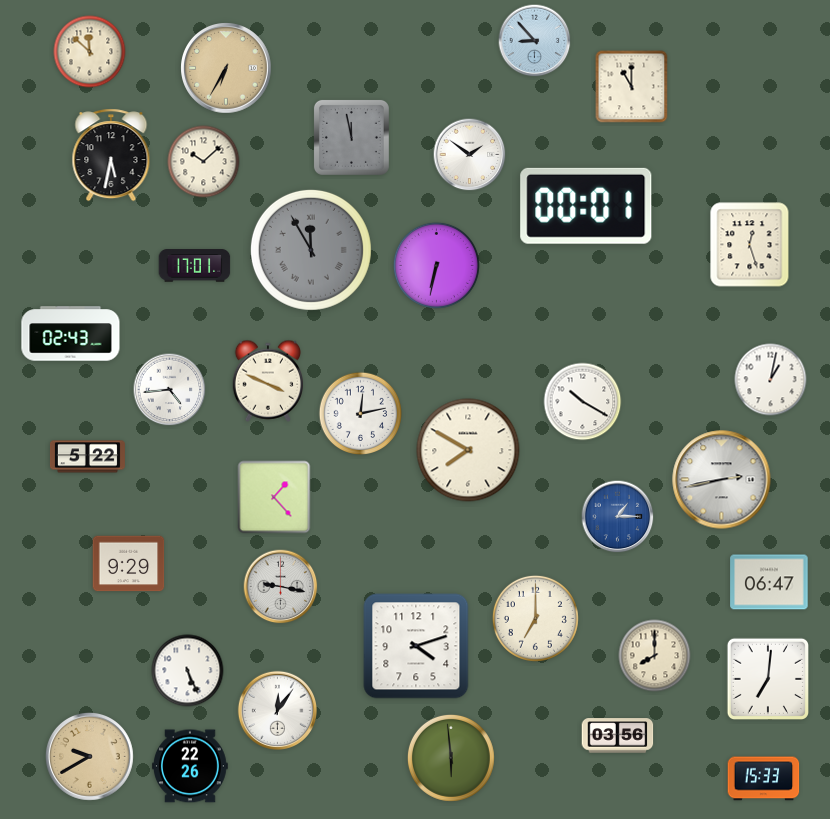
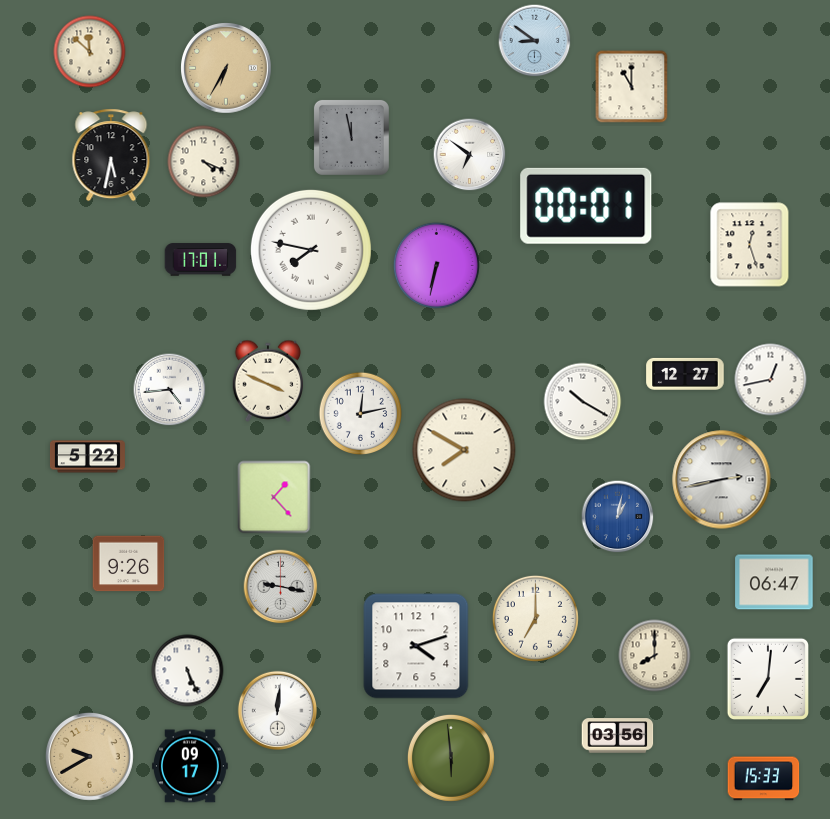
clock at (535, 41): 8:53 -> 8:51
clock at (470, 155): 1:51 -> 6:51
clock at (204, 162): 10:08 -> 4:19
clock at (311, 250): 11:55 -> 7:47
clock at (311, 250) dial: grey -> white
clock at (195, 266) position: (195, 266) -> (201, 260)
clock at (71, 334): 02:43 -> none
clock at (685, 374): none -> 12:27
clock at (771, 380): 1:02 -> 12:43
clock at (468, 450) position: (468, 450) -> (464, 450)
clock at (618, 517): 1:15 -> 1:02
clock at (129, 564): 9:29 -> 9:26
clock at (769, 582) position: (769, 582) -> (774, 582)
clock at (277, 710): 12:06 -> 12:01
clock at (190, 766): 22:26 -> 09:17
